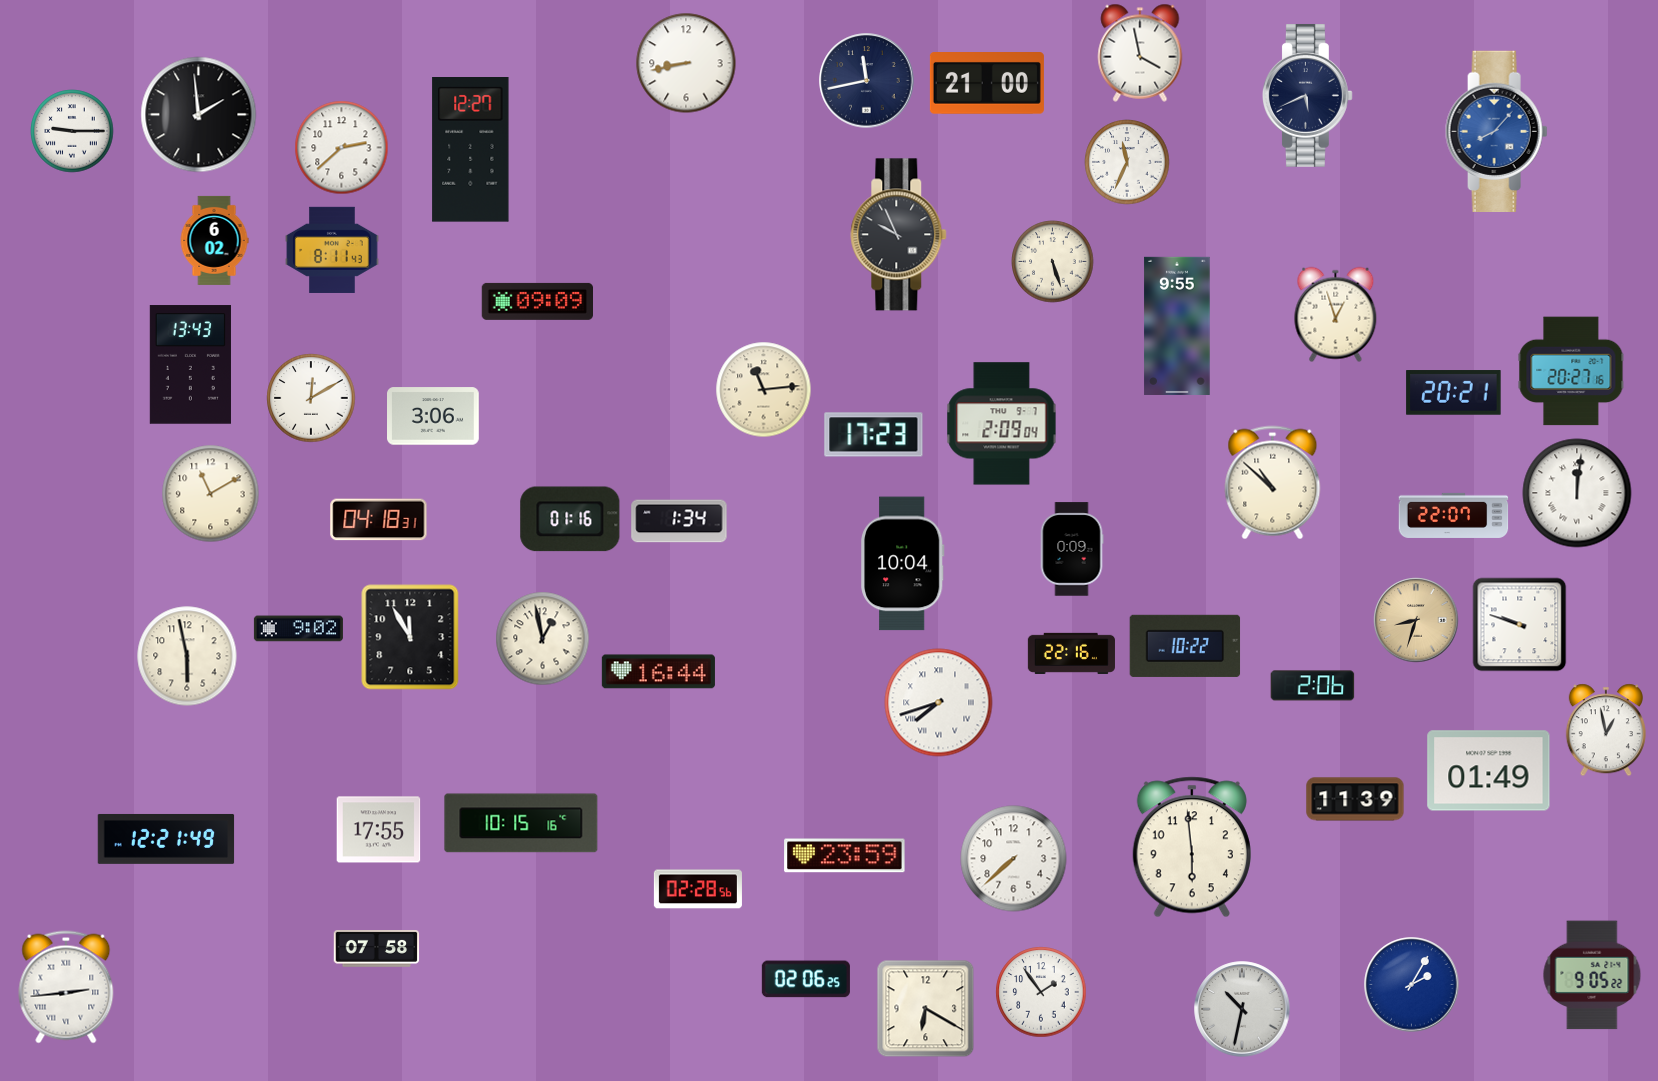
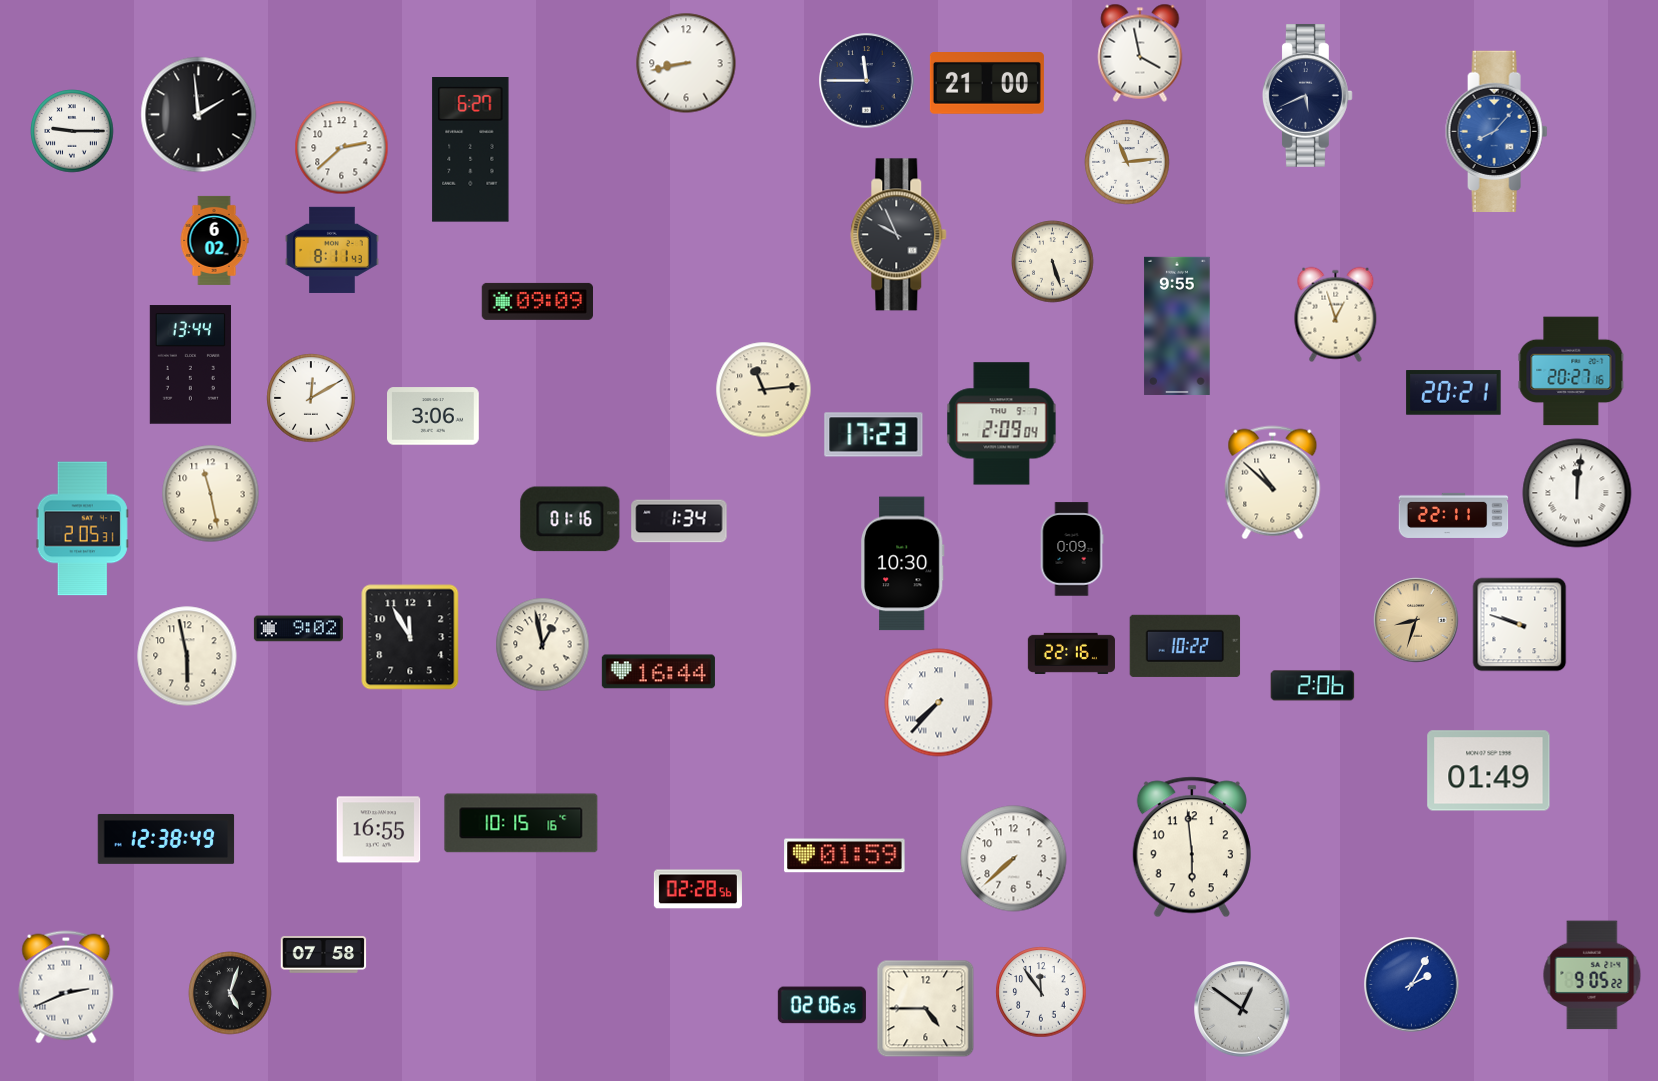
clock at (867, 81): 11:43 -> 11:45
clock at (471, 150): 12:27 -> 6:27
clock at (1127, 162): 11:34 -> 11:14
clock at (190, 365): 13:43 -> 13:44
clock at (211, 494): 11:10 -> 11:28
clock at (1454, 515): 22:07 -> 22:11
clock at (379, 520): 04:18 -> none
clock at (82, 529): none -> 2:05
clock at (903, 564): 10:04 -> 10:30
clock at (543, 639) position: (543, 639) -> (543, 645)
clock at (939, 703): 7:42 -> 7:37
clock at (1606, 730): 12:58 -> none
clock at (1355, 799): 11:39 -> none
clock at (379, 830): 17:55 -> 16:55
clock at (166, 839): 12:21 -> 12:38
clock at (845, 856): 23:59 -> 01:59
clock at (377, 949) position: (377, 949) -> (324, 955)
clock at (806, 979) position: (806, 979) -> (822, 1005)
clock at (66, 987): 2:44 -> 2:41
clock at (1041, 992): 1:54 -> 11:54
clock at (230, 993): none -> 5:03
clock at (926, 1009): 6:20 -> 4:45
clock at (1242, 1009): 10:32 -> 12:51
